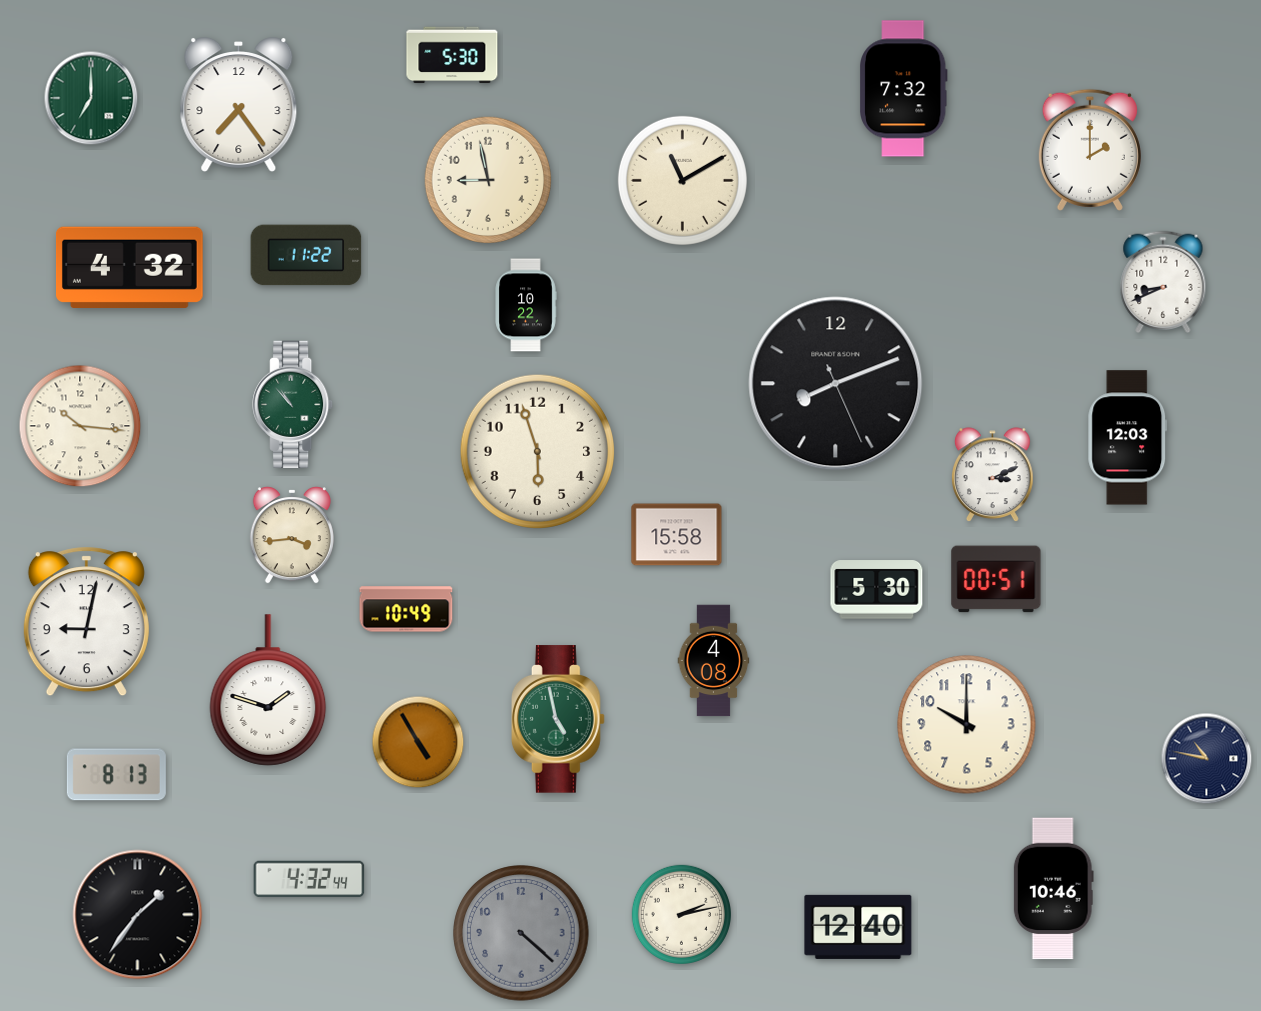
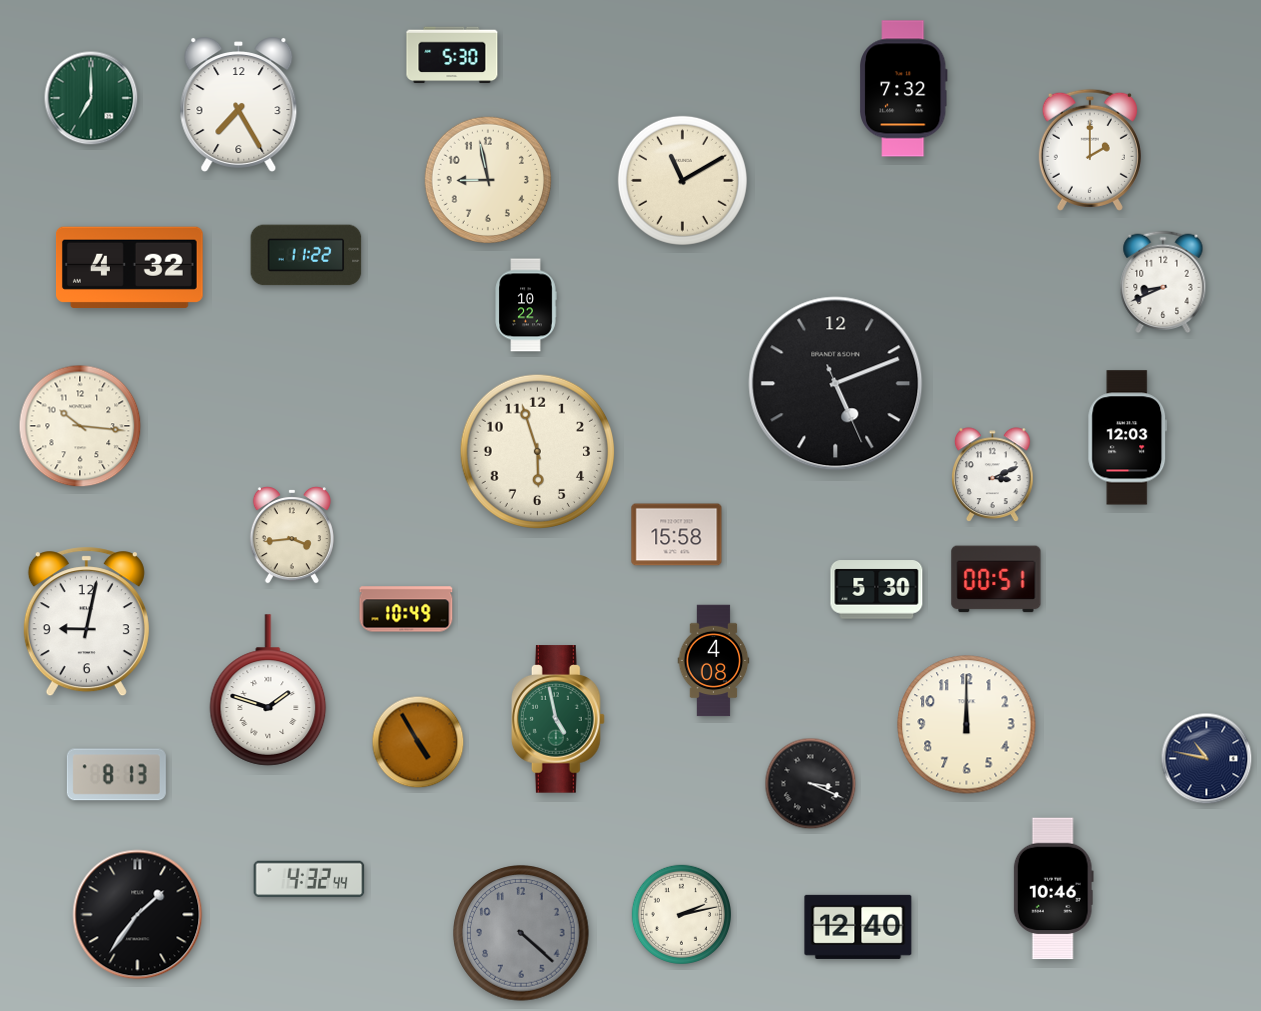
clock at (239, 105): 7:24 -> 7:25
clock at (836, 384): 8:11 -> 5:11
clock at (293, 404): 10:53 -> none
clock at (967, 725): 10:00 -> 12:00
clock at (811, 784): none -> 3:19
